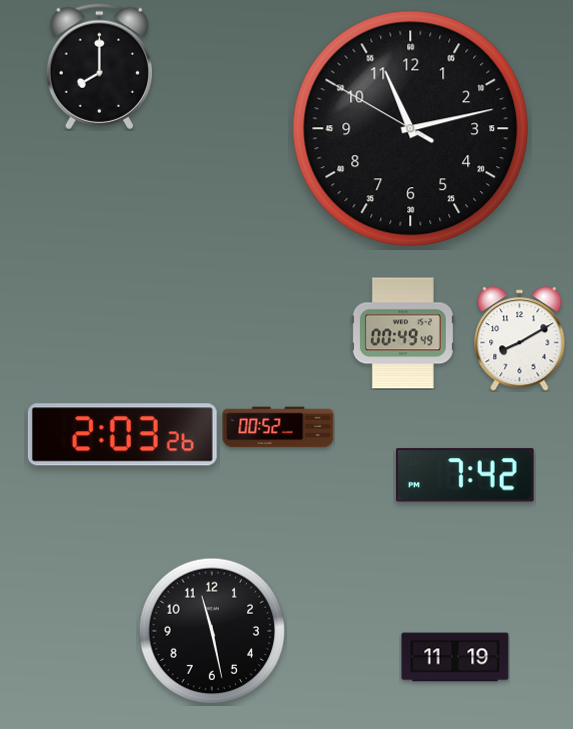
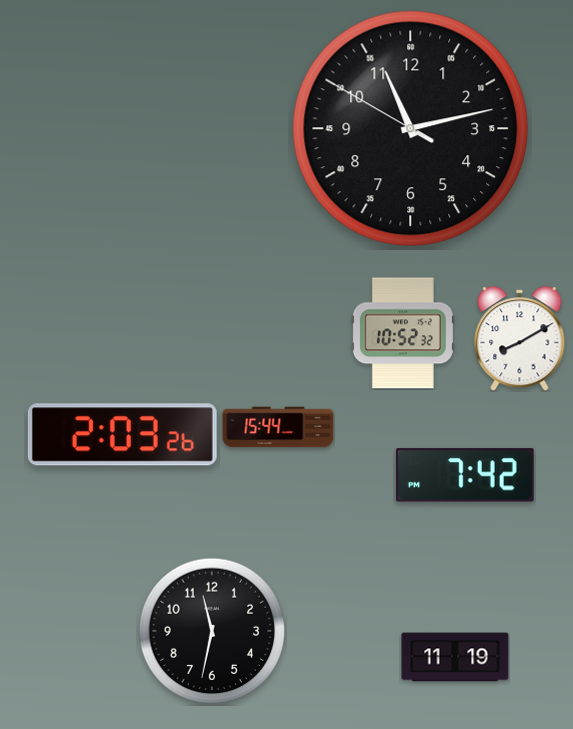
clock at (99, 67): 8:00 -> none
clock at (403, 333): 00:49 -> 10:52
clock at (278, 427): 00:52 -> 15:44
clock at (212, 631): 11:28 -> 11:32
